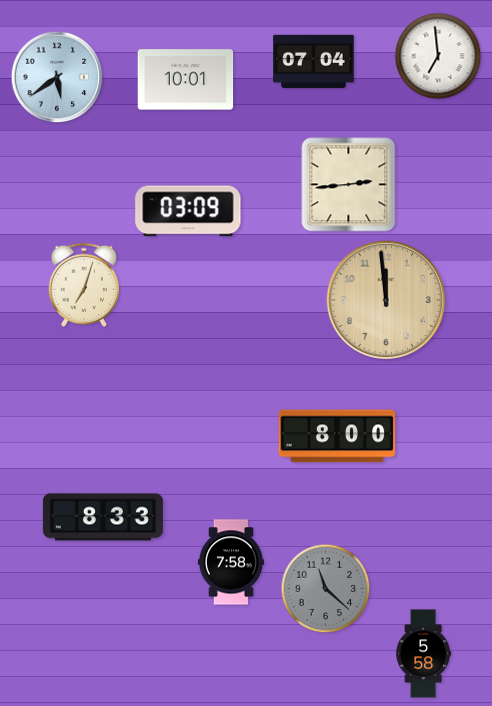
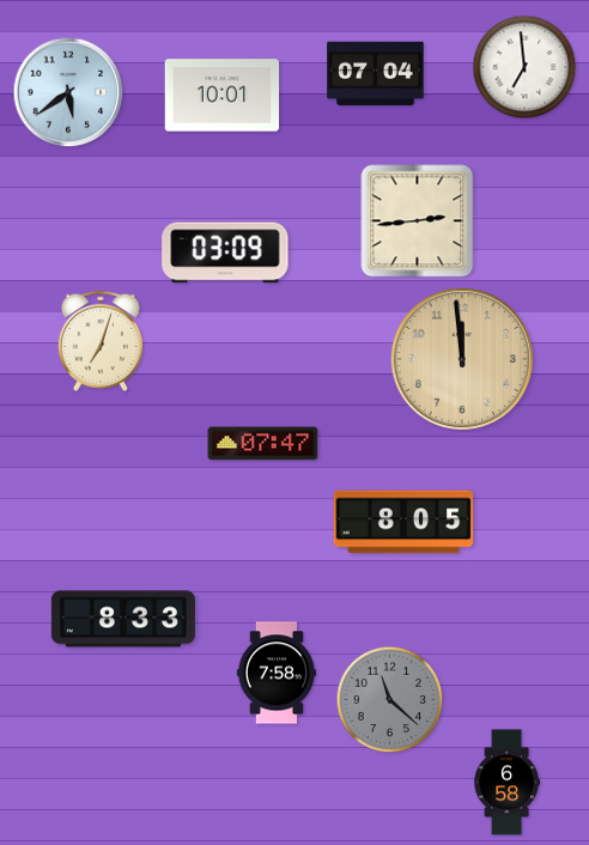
clock at (263, 444): none -> 07:47
clock at (337, 436): 8:00 -> 8:05
clock at (326, 589) position: (326, 589) -> (390, 700)
clock at (423, 654): 5:58 -> 6:58
